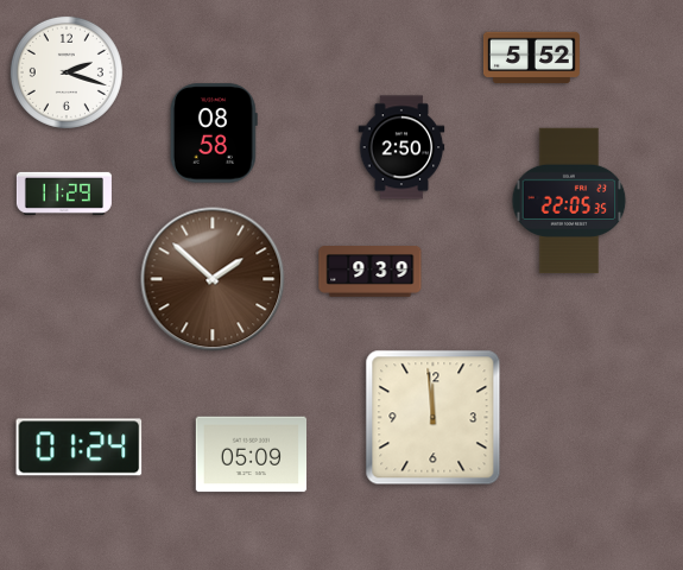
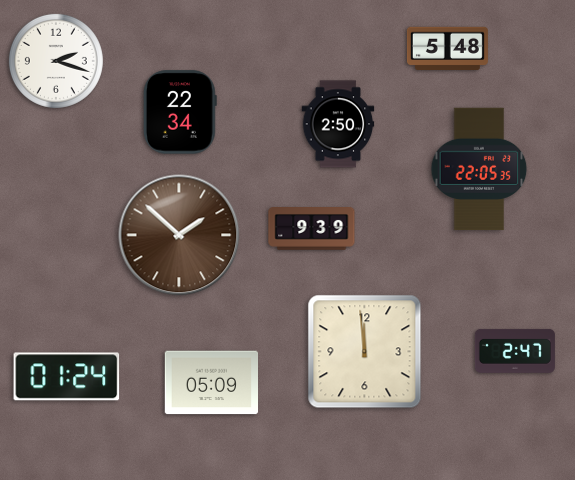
clock at (531, 58): 5:52 -> 5:48
clock at (214, 133): 08:58 -> 22:34
clock at (64, 194): 11:29 -> none
clock at (515, 351): none -> 2:47
